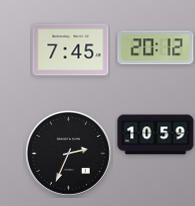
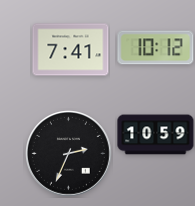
clock at (156, 48): 20:12 -> 10:12
clock at (71, 50): 7:45 -> 7:41
